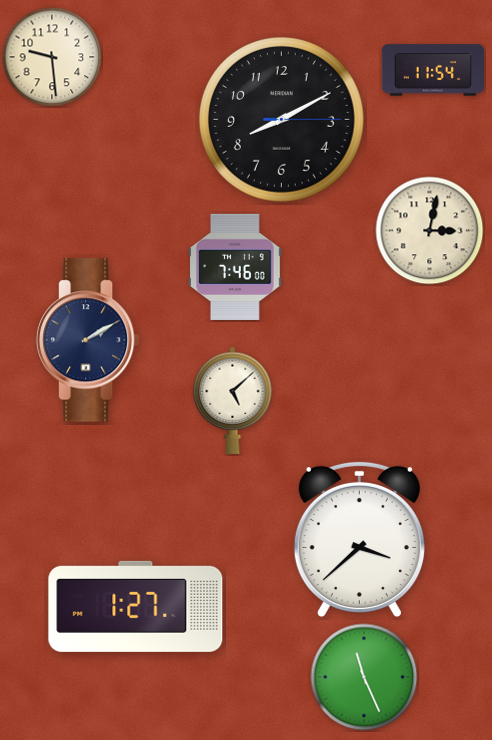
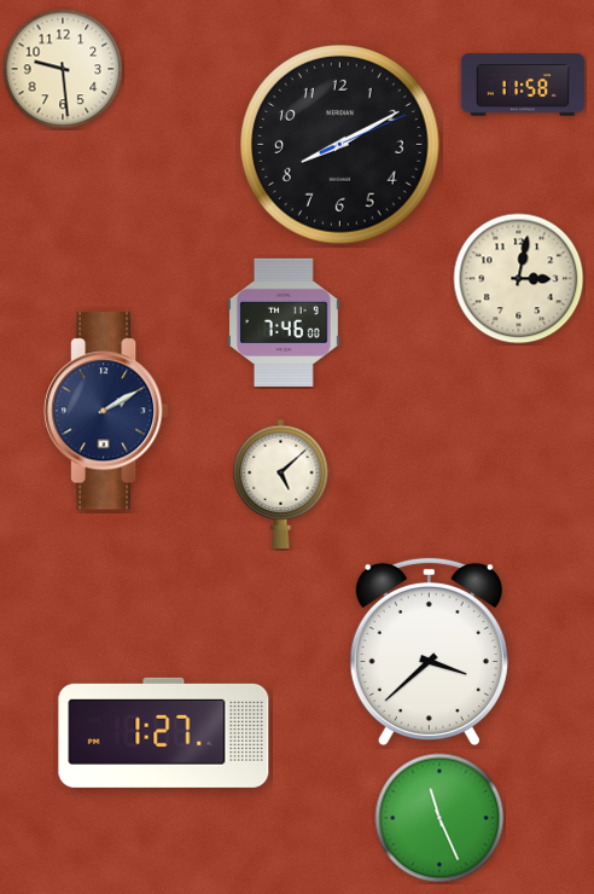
clock at (433, 70): 11:54 -> 11:58
clock at (282, 120): 8:10:15 -> 8:10:11
clock at (359, 540) position: (359, 540) -> (429, 652)
